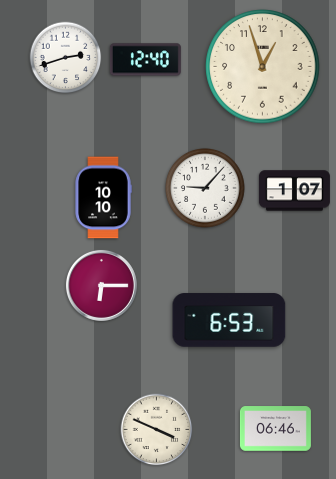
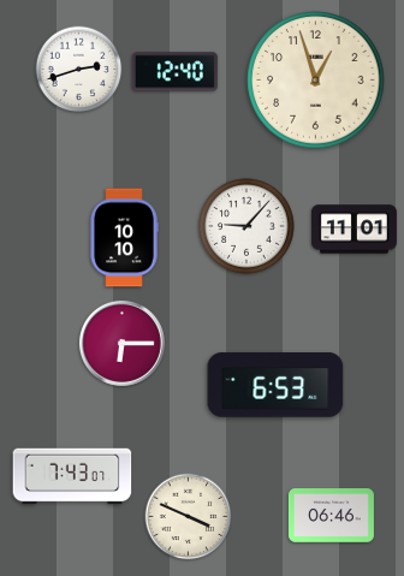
clock at (294, 191): 1:07 -> 11:01
clock at (72, 476): none -> 7:43
